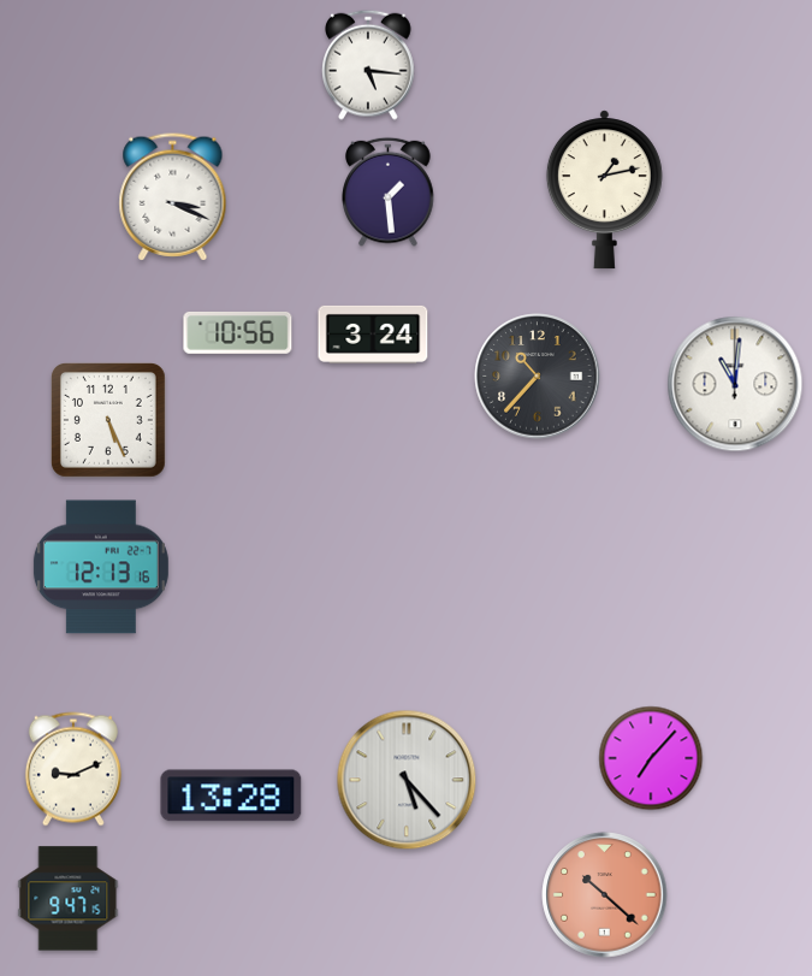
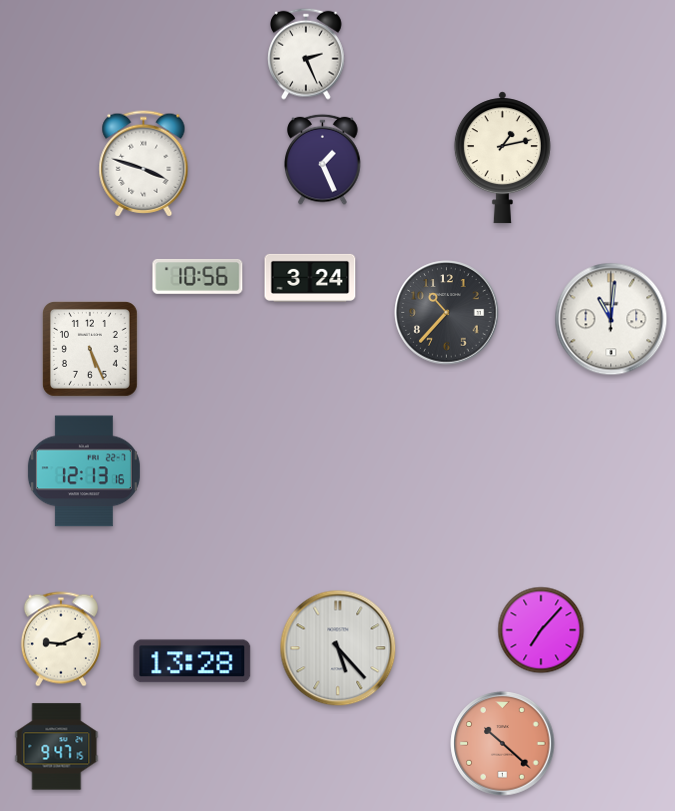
clock at (369, 65): 5:16 -> 2:26
clock at (389, 191): 1:29 -> 1:26
clock at (173, 197): 3:19 -> 3:48
